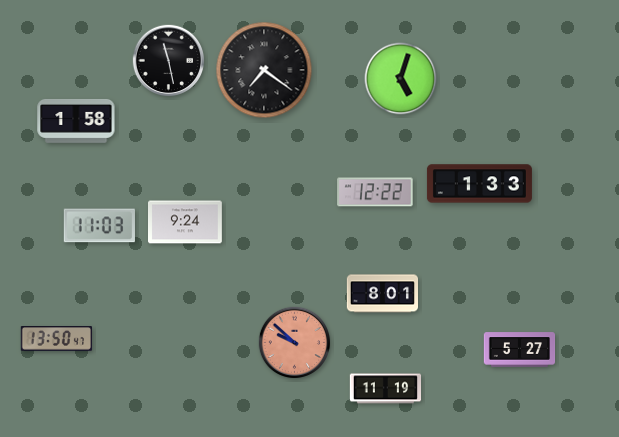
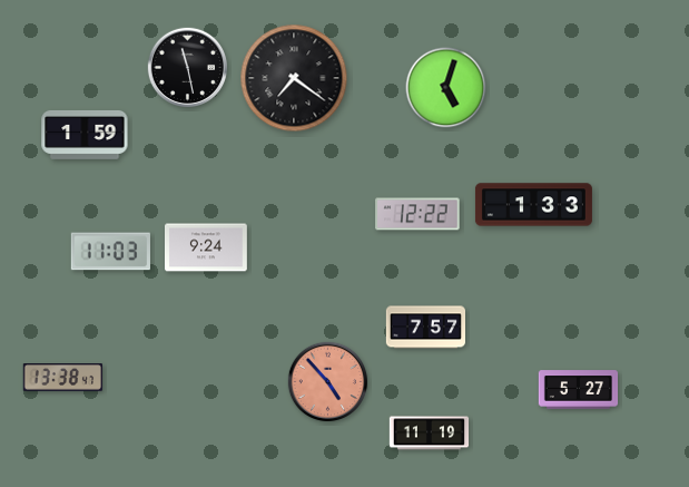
clock at (76, 121): 1:58 -> 1:59
clock at (382, 294): 8:01 -> 7:57
clock at (56, 339): 13:50 -> 13:38
clock at (295, 343): 9:52 -> 4:53
